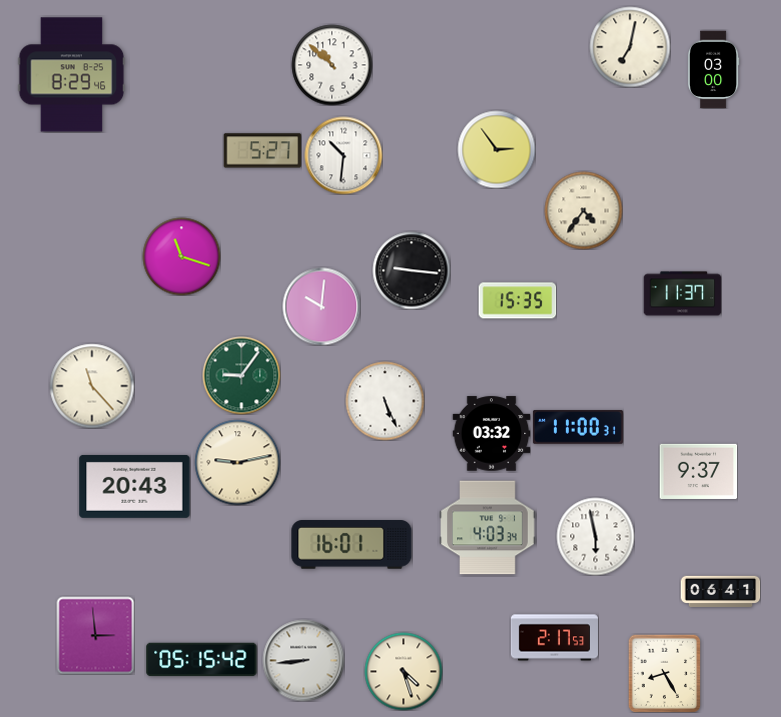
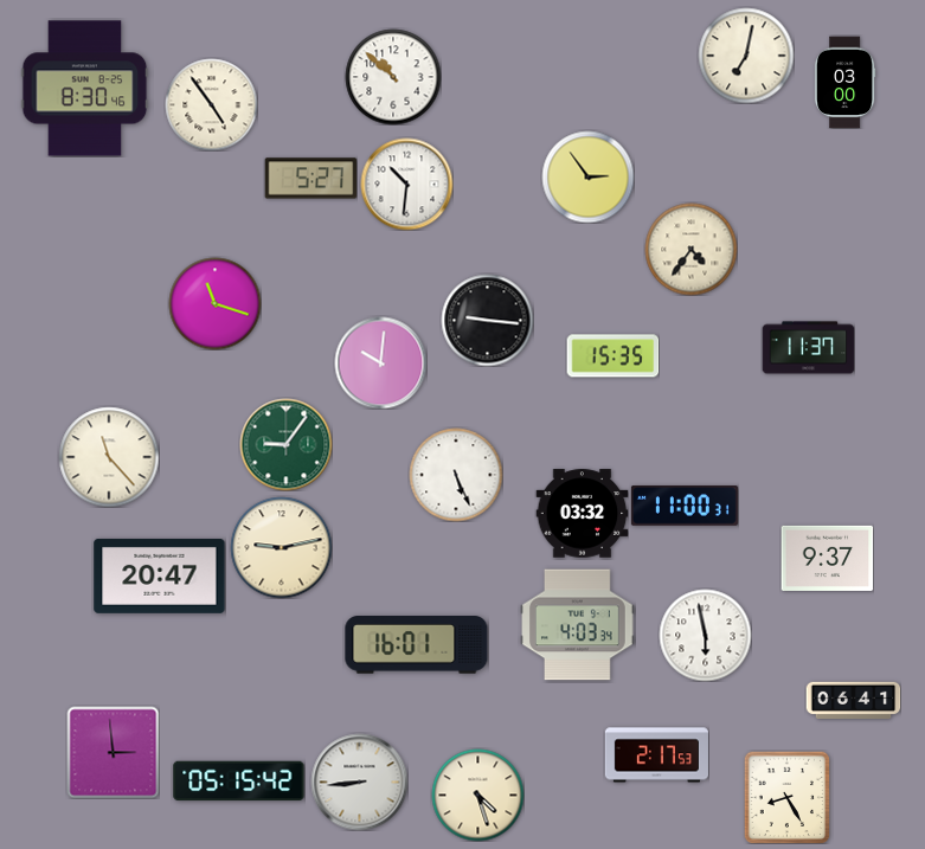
clock at (72, 75): 8:29 -> 8:30
clock at (211, 104): none -> 4:54
clock at (135, 486): 20:43 -> 20:47
